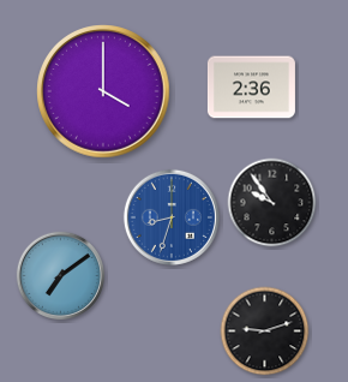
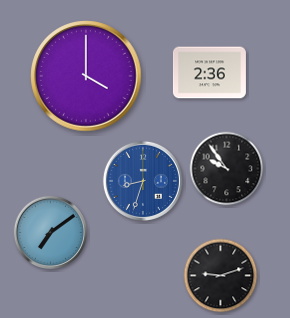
clock at (60, 275) position: (60, 275) -> (50, 232)
